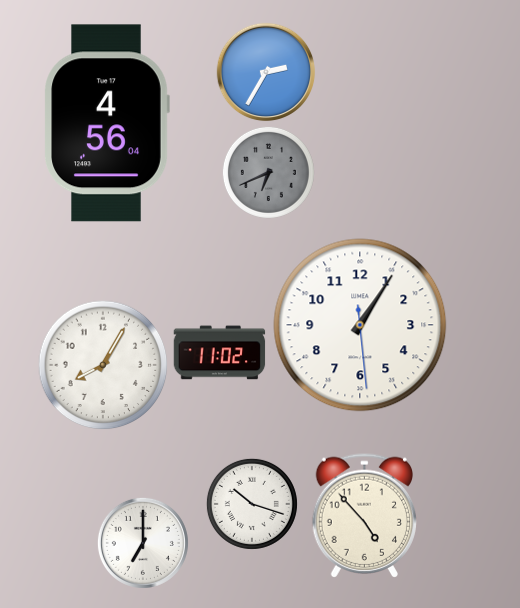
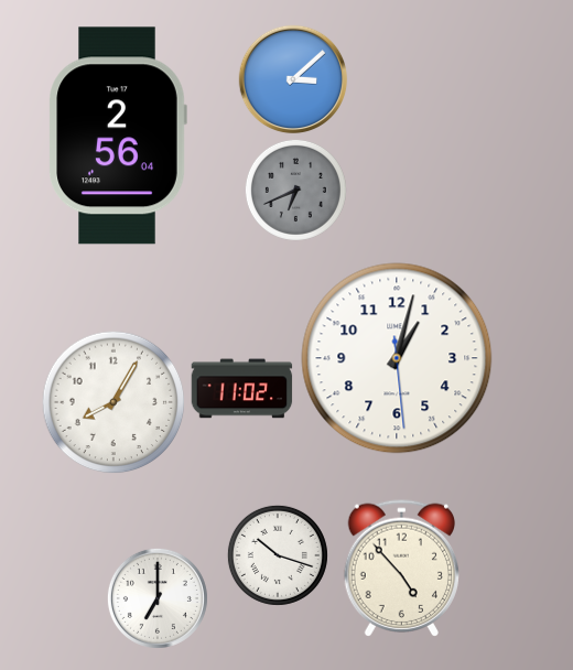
clock at (266, 72): 2:35 -> 3:08
clock at (107, 123): 4:56 -> 2:56
clock at (360, 325): 1:05 -> 1:02
